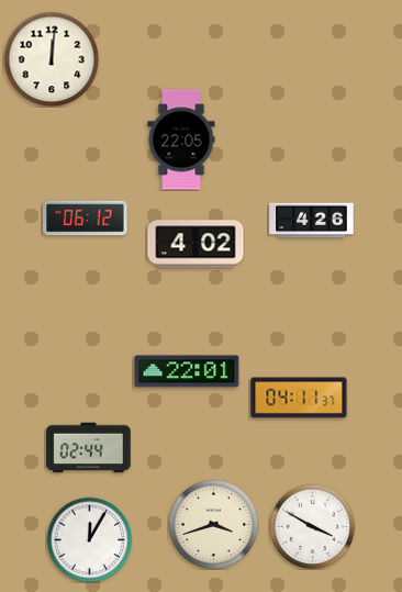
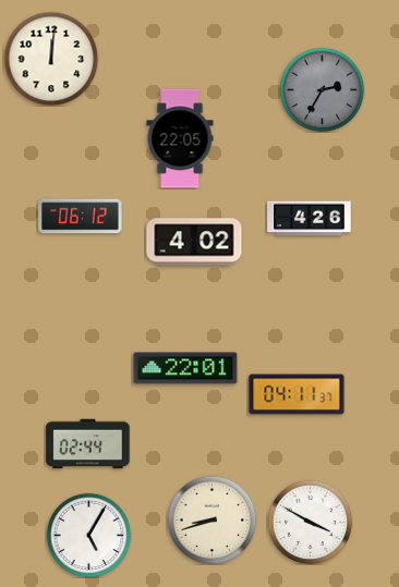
clock at (322, 89): none -> 2:35
clock at (86, 219) position: (86, 219) -> (81, 217)
clock at (213, 524): 3:42 -> 8:42
clock at (89, 539): 12:05 -> 5:05
